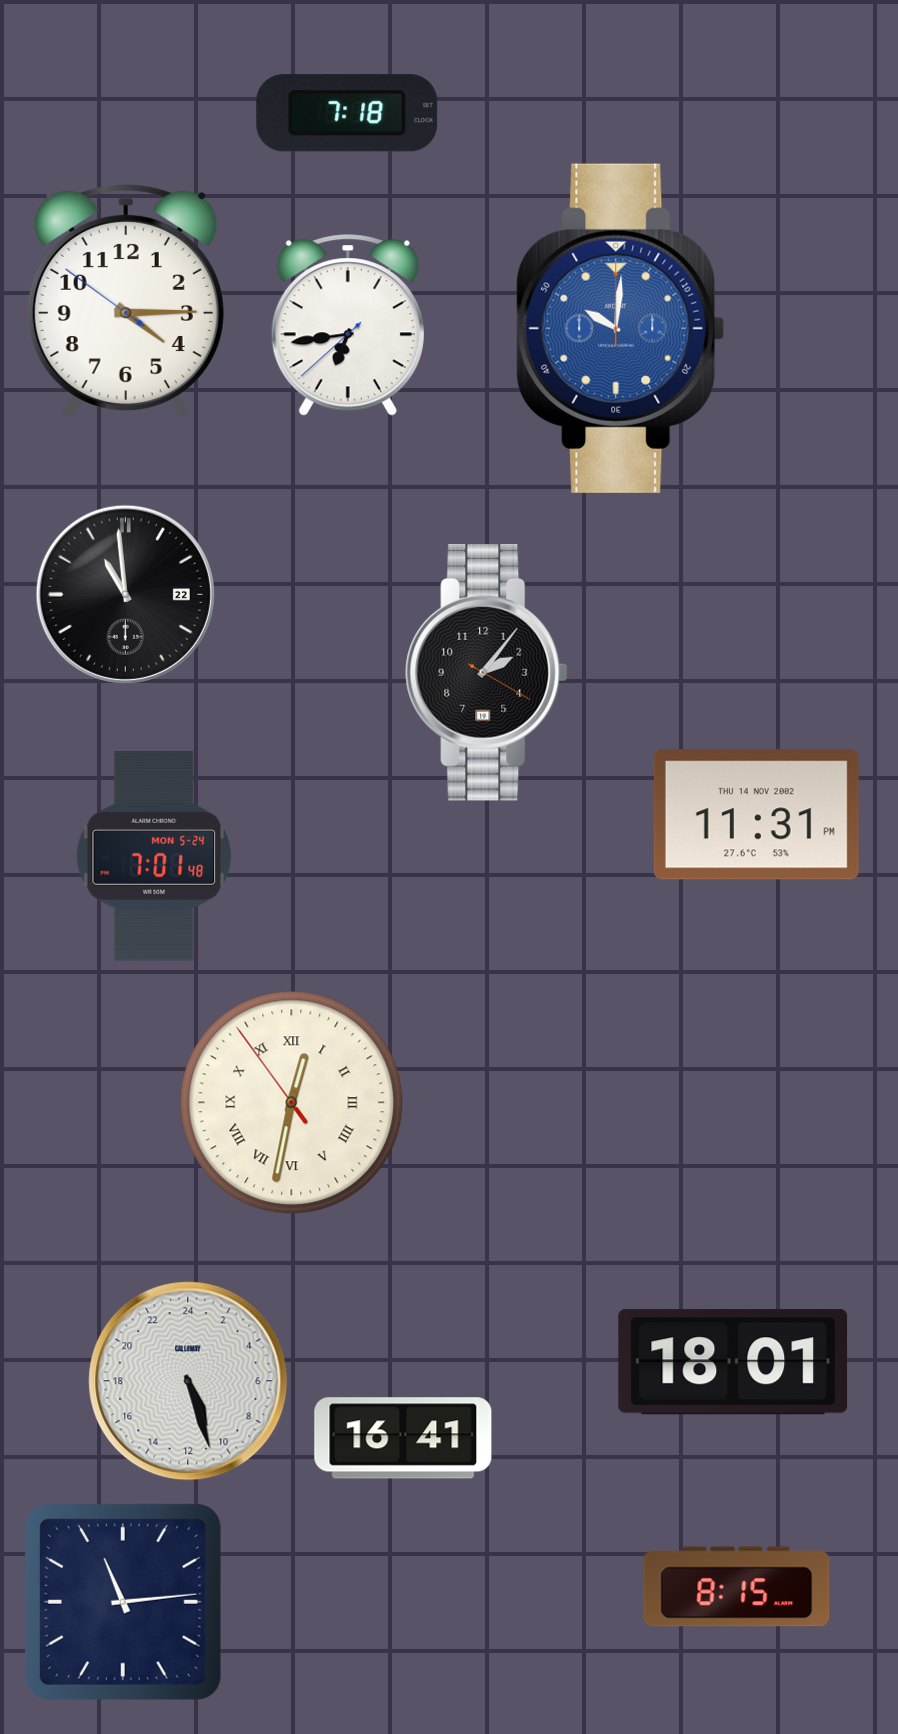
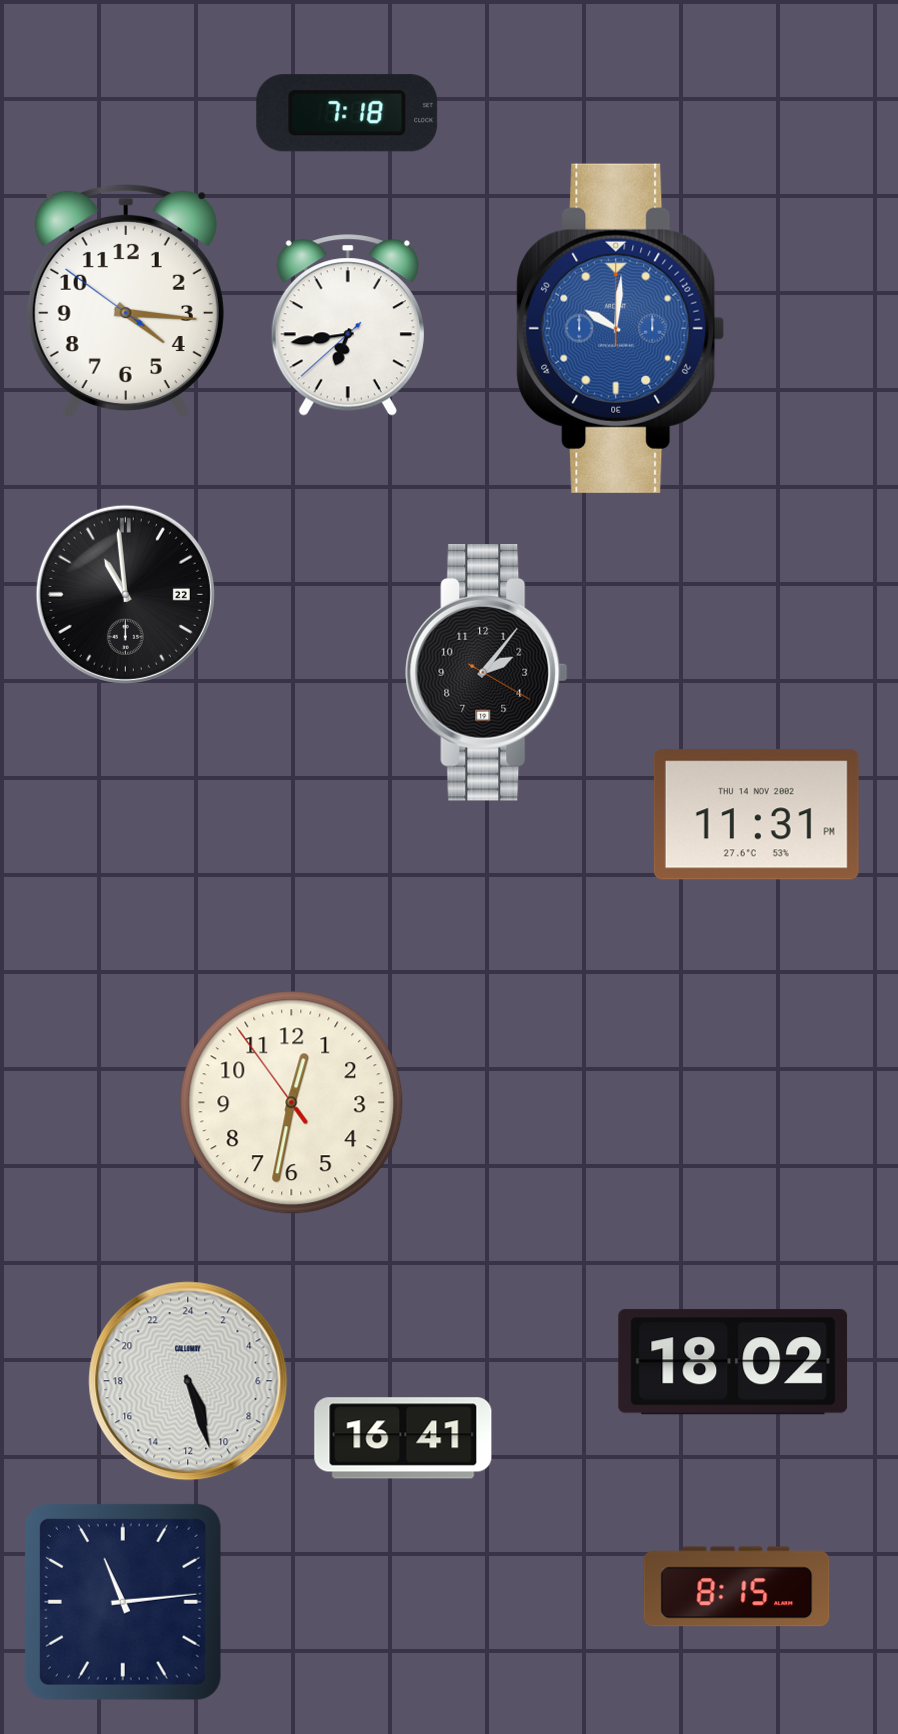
clock at (126, 301): 4:14 -> 4:15
clock at (154, 857): 7:01 -> none
clock at (292, 1103) numerals: Roman -> Arabic
clock at (733, 1362): 18:01 -> 18:02
